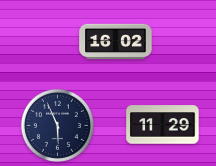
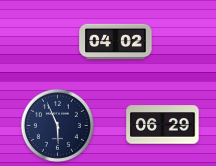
clock at (116, 42): 16:02 -> 04:02
clock at (163, 125): 11:29 -> 06:29
